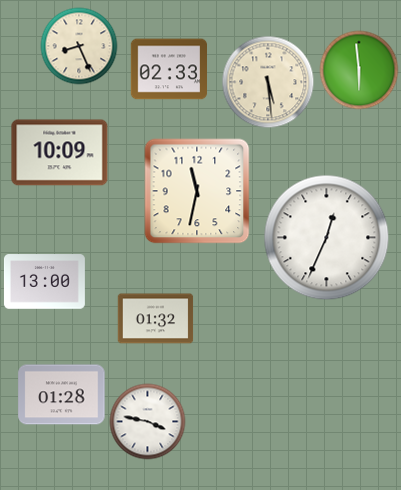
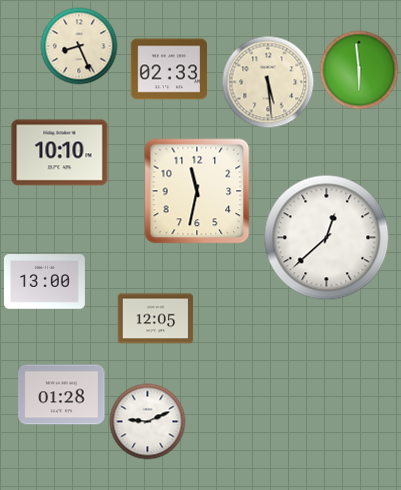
clock at (60, 153): 10:09 -> 10:10
clock at (327, 238): 12:34 -> 12:38
clock at (156, 319): 01:32 -> 12:05
clock at (148, 422): 3:47 -> 9:11
